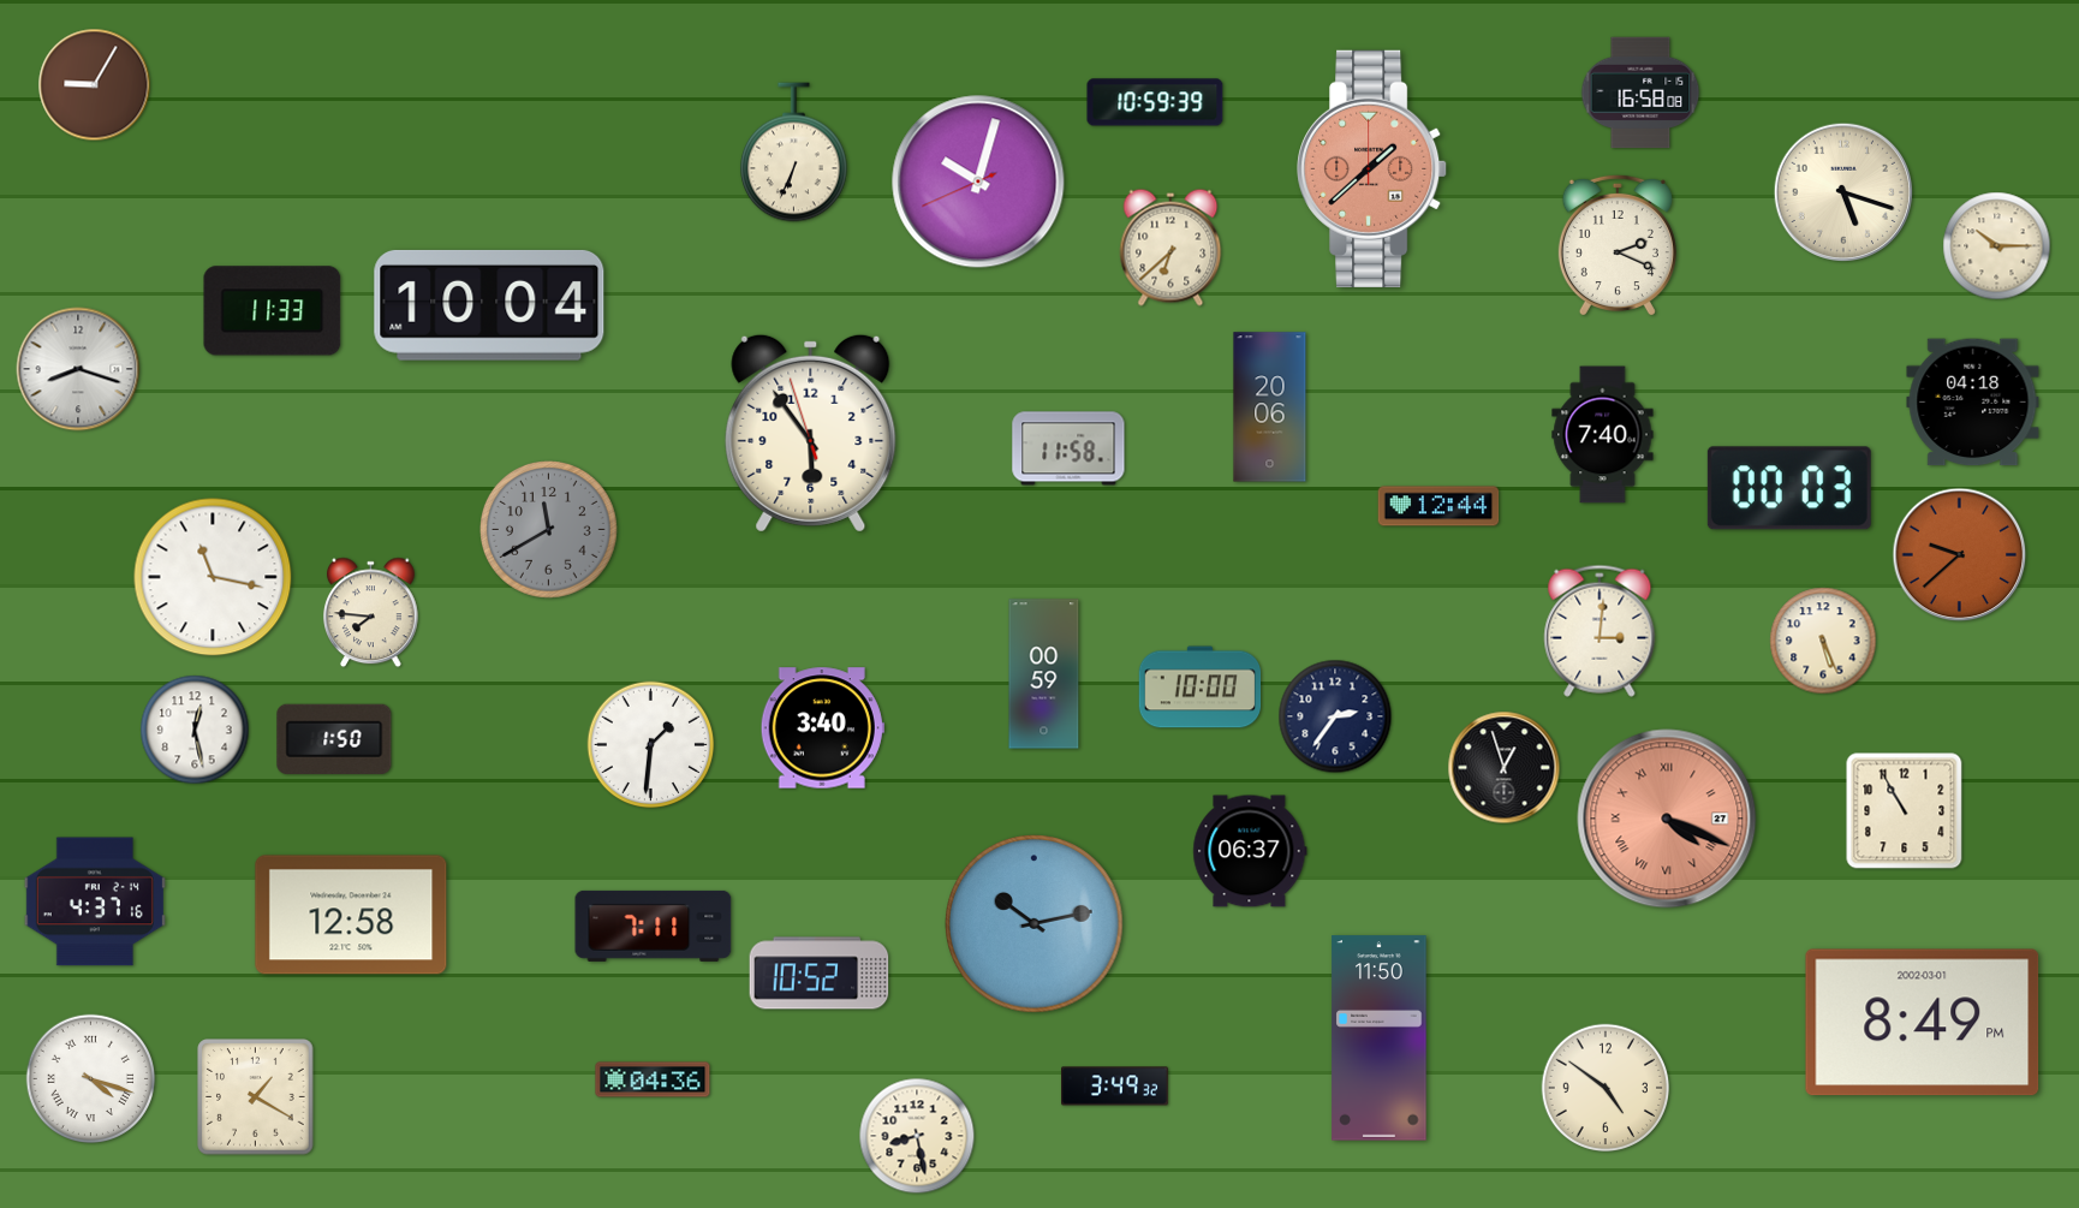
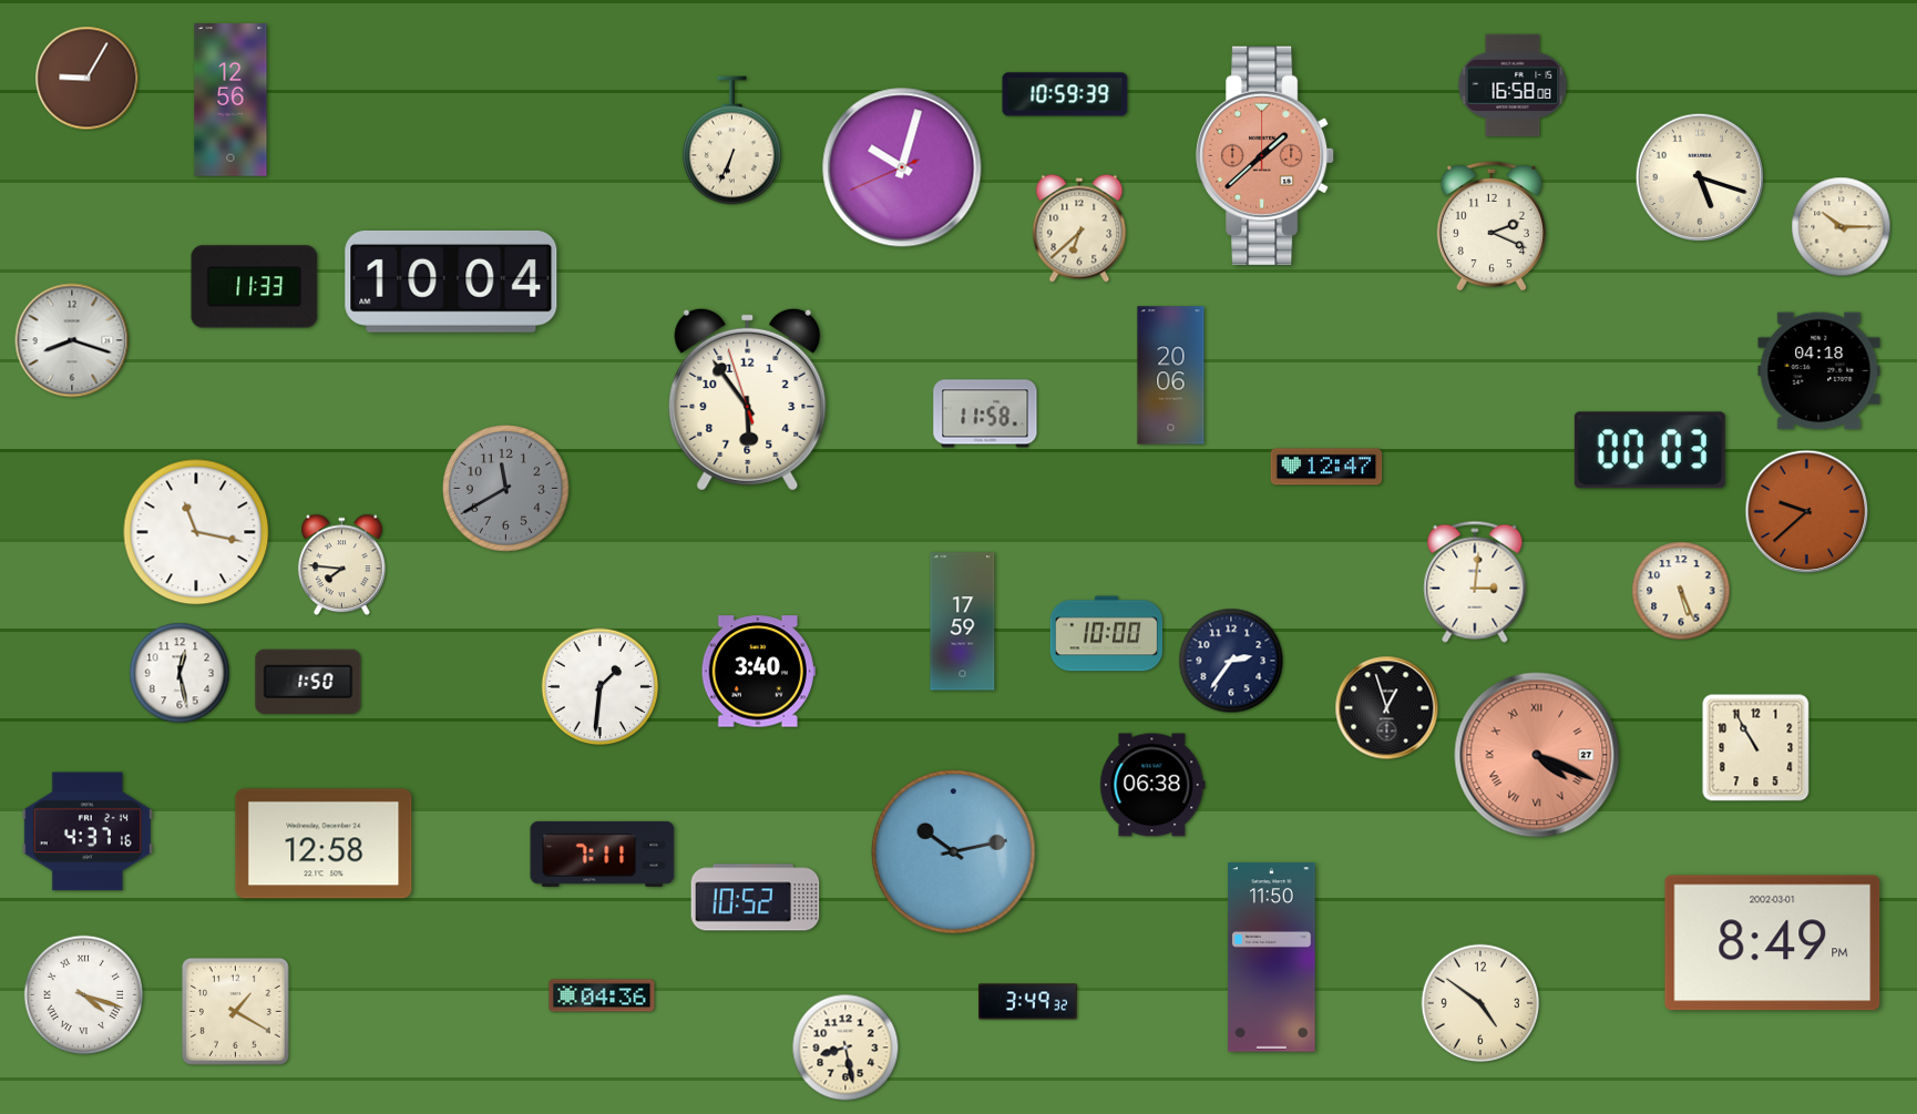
clock at (230, 100): none -> 12:56
clock at (273, 311) position: (273, 311) -> (255, 287)
clock at (1603, 435): 7:40 -> none
clock at (1438, 506): 12:44 -> 12:47
clock at (1044, 674): 00:59 -> 17:59
clock at (1250, 851): 06:37 -> 06:38
